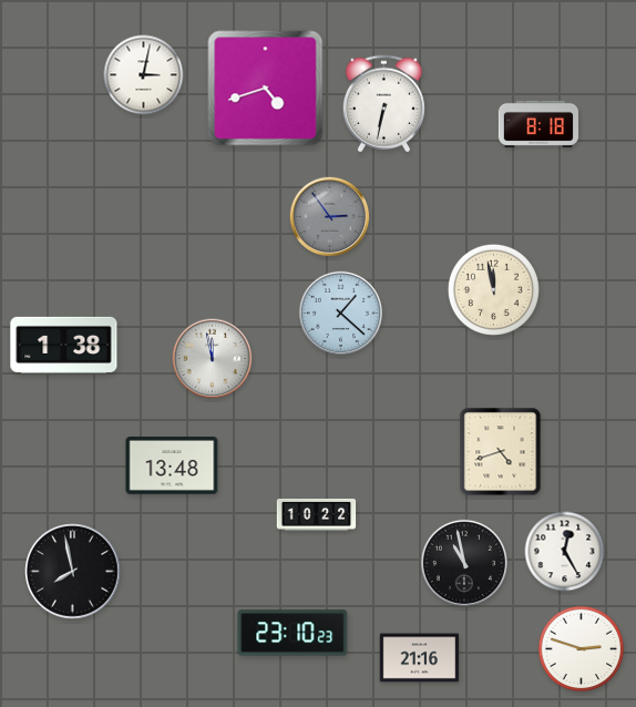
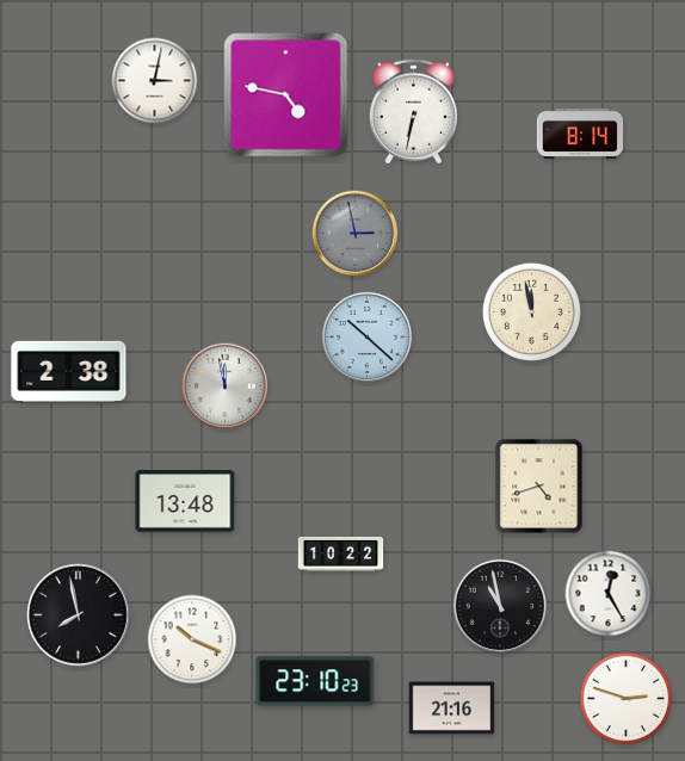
clock at (266, 89): 4:42 -> 4:47
clock at (537, 124): 8:18 -> 8:14
clock at (330, 217): 2:54 -> 2:58
clock at (340, 312): 1:22 -> 10:22
clock at (64, 345): 1:38 -> 2:38
clock at (213, 359) position: (213, 359) -> (226, 386)
clock at (192, 639): none -> 10:19
